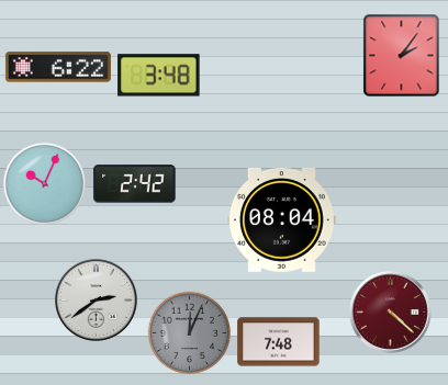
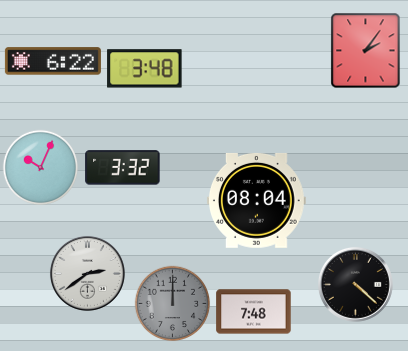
clock at (135, 184): 2:42 -> 3:32
clock at (390, 312) dial: burgundy -> black
clock at (190, 333): 12:04 -> 12:00
